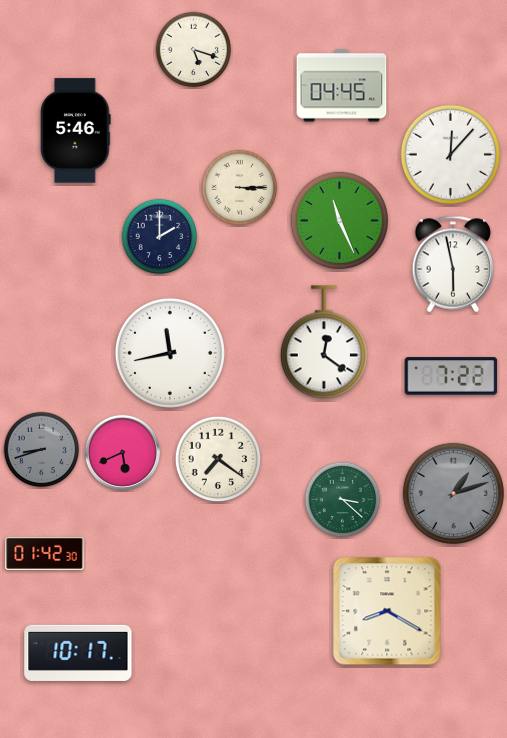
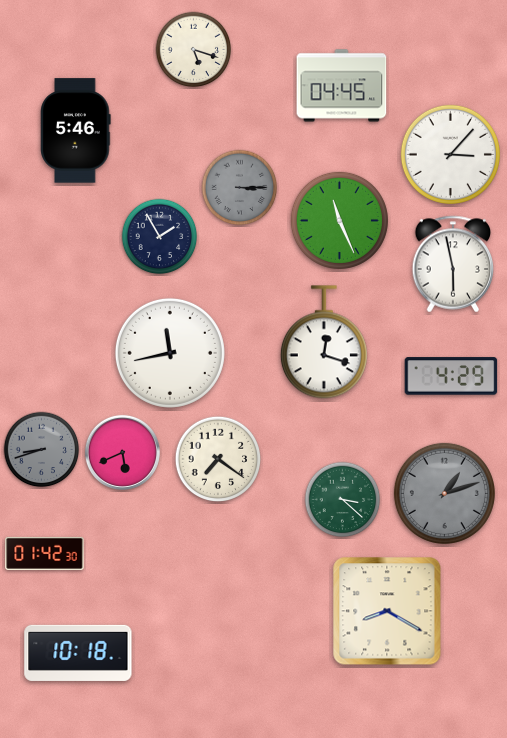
clock at (450, 154): 12:07 -> 3:07
clock at (240, 188) dial: cream -> grey
clock at (160, 237): 2:00 -> 1:55
clock at (324, 342): 12:21 -> 12:18
clock at (451, 376): 7:22 -> 4:29
clock at (453, 493) position: (453, 493) -> (444, 493)
clock at (78, 653): 10:17 -> 10:18
